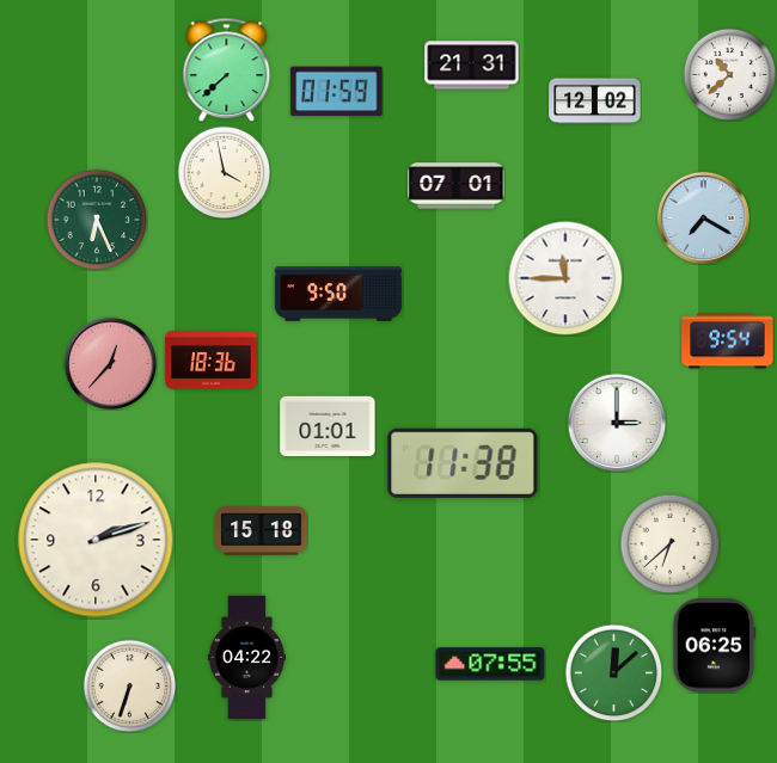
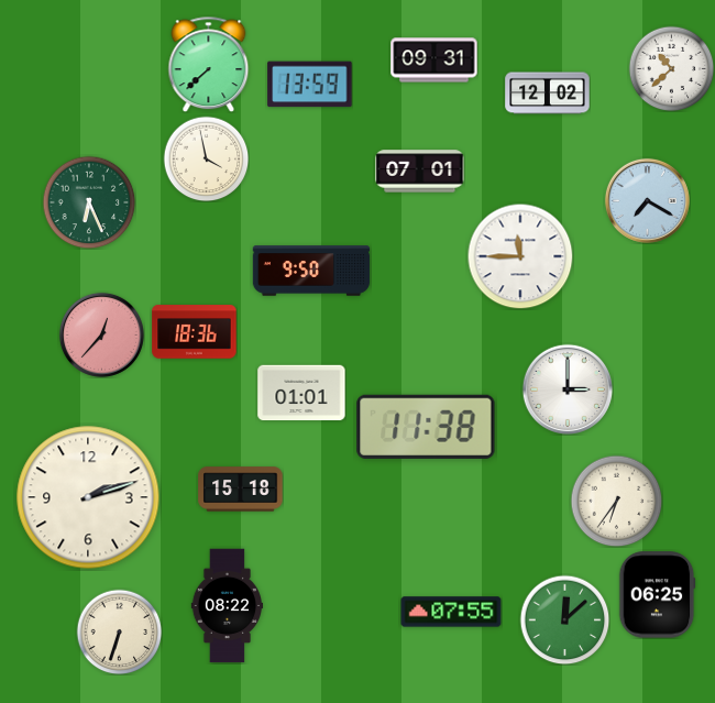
clock at (472, 66): 21:31 -> 09:31
clock at (337, 92): 01:59 -> 13:59
clock at (728, 341): 9:54 -> none
clock at (669, 543): 6:38 -> 6:36
clock at (246, 658): 04:22 -> 08:22
